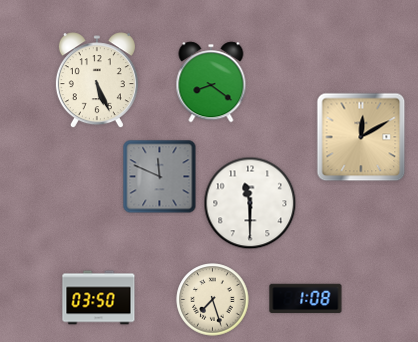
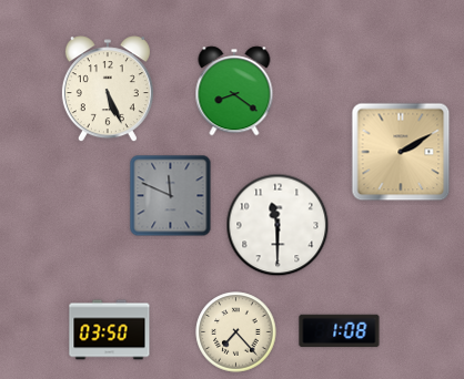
clock at (361, 137): 12:10 -> 2:10
clock at (160, 177) position: (160, 177) -> (171, 196)
clock at (213, 300): 7:27 -> 7:23
